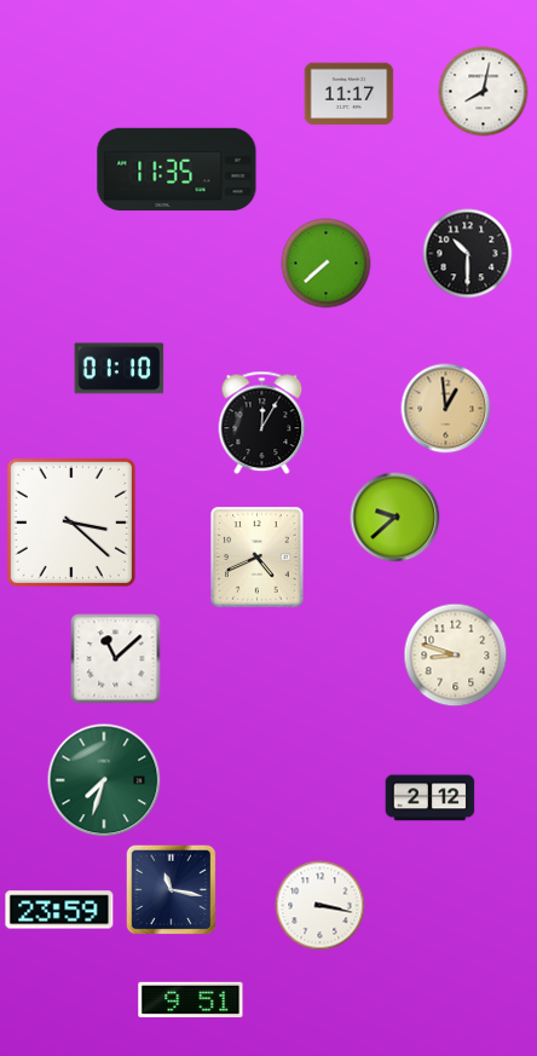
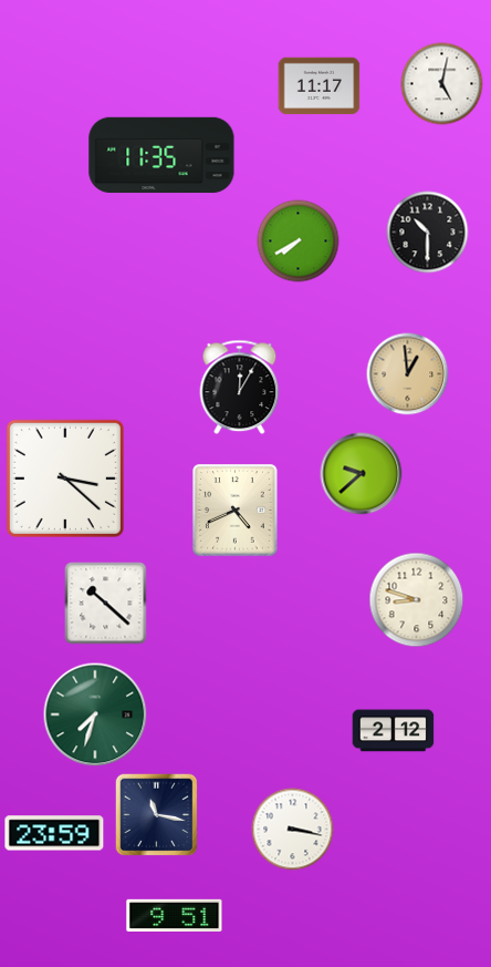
clock at (484, 92): 8:02 -> 5:02
clock at (327, 264): 7:38 -> 7:40
clock at (120, 369): 01:10 -> none
clock at (116, 659): 11:08 -> 10:22
